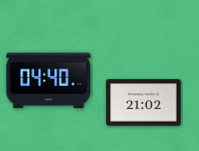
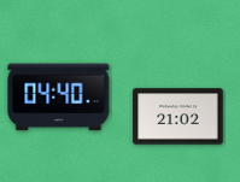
clock at (144, 103) position: (144, 103) -> (178, 117)
